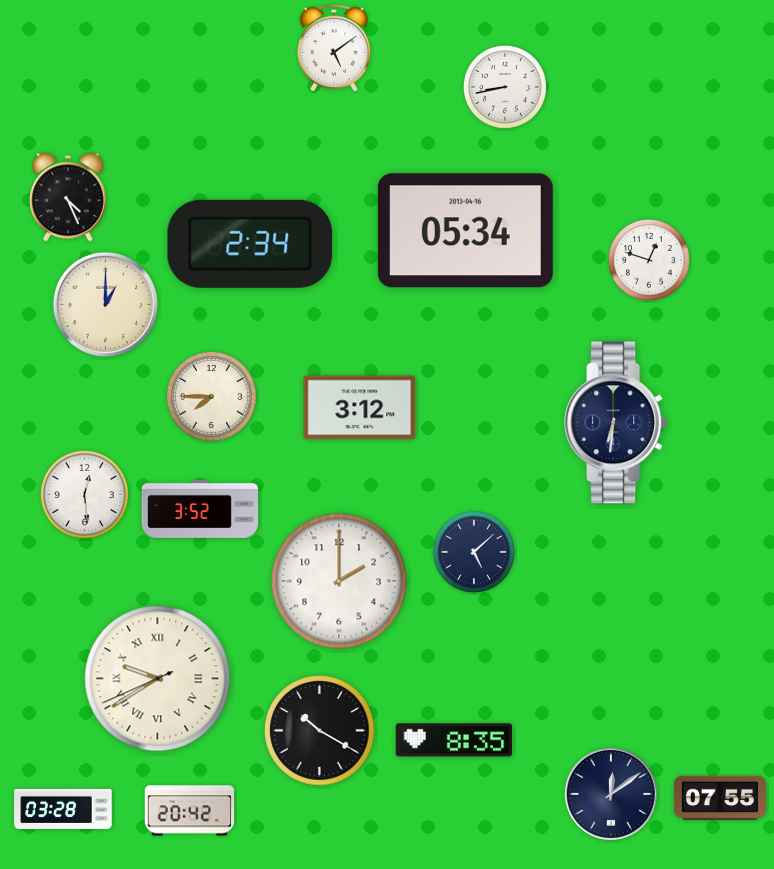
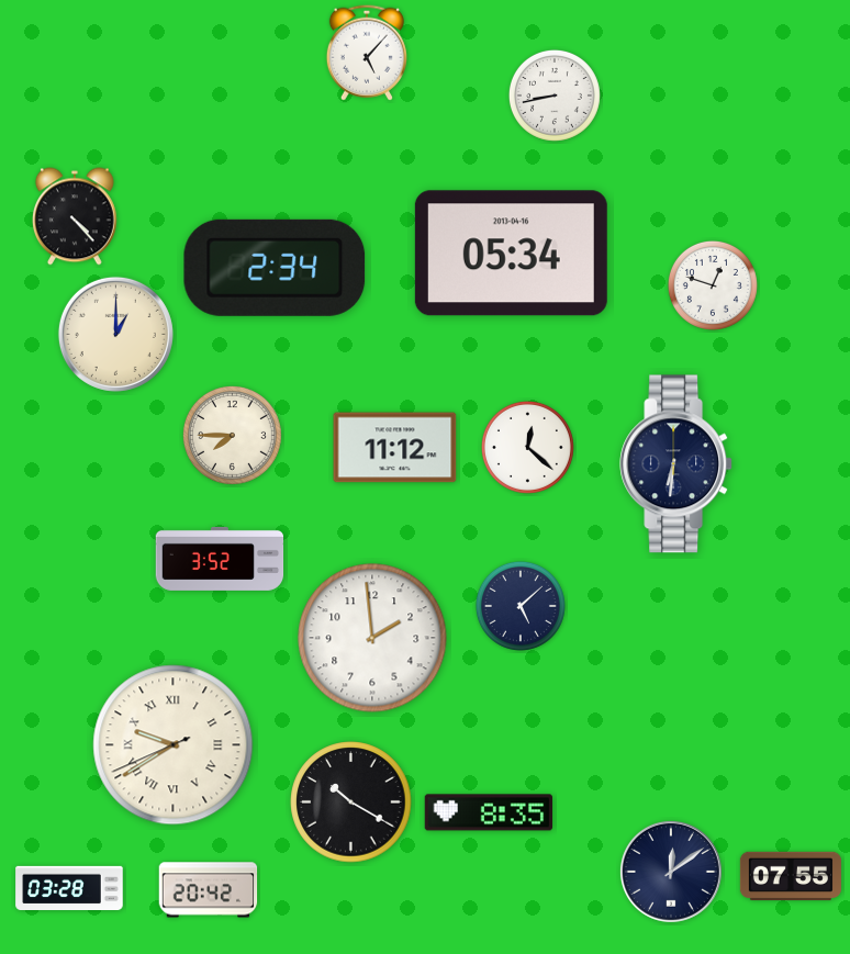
clock at (334, 48): 5:09 -> 5:07
clock at (68, 197): 4:26 -> 4:23
clock at (527, 447): none -> 12:22
clock at (360, 408): 3:12 -> 11:12
clock at (84, 494): 12:29 -> none
clock at (339, 581): 2:00 -> 1:59
clock at (454, 740) position: (454, 740) -> (489, 812)
